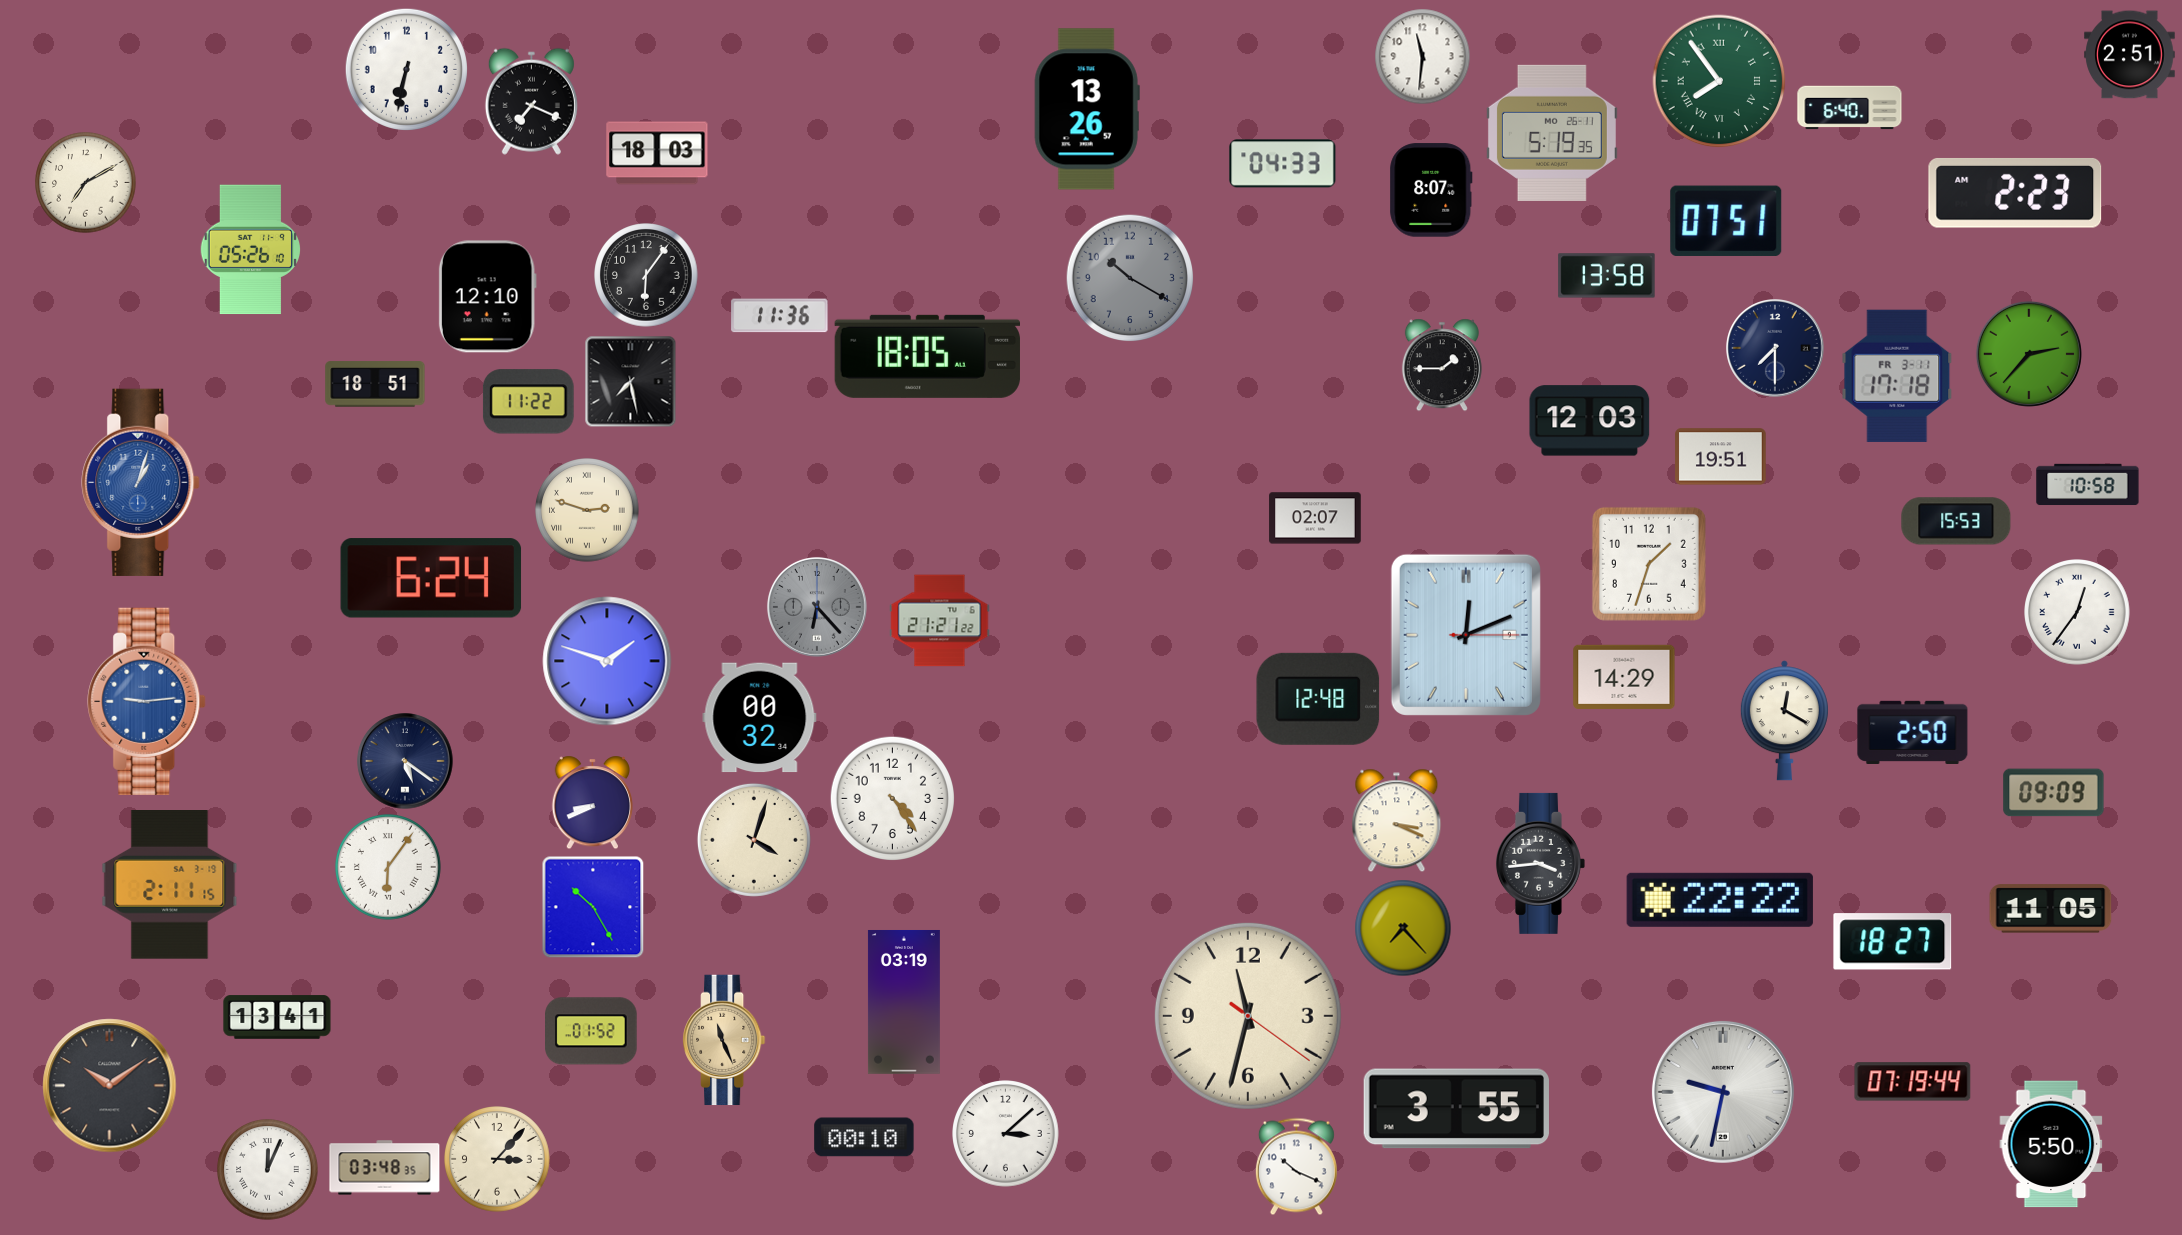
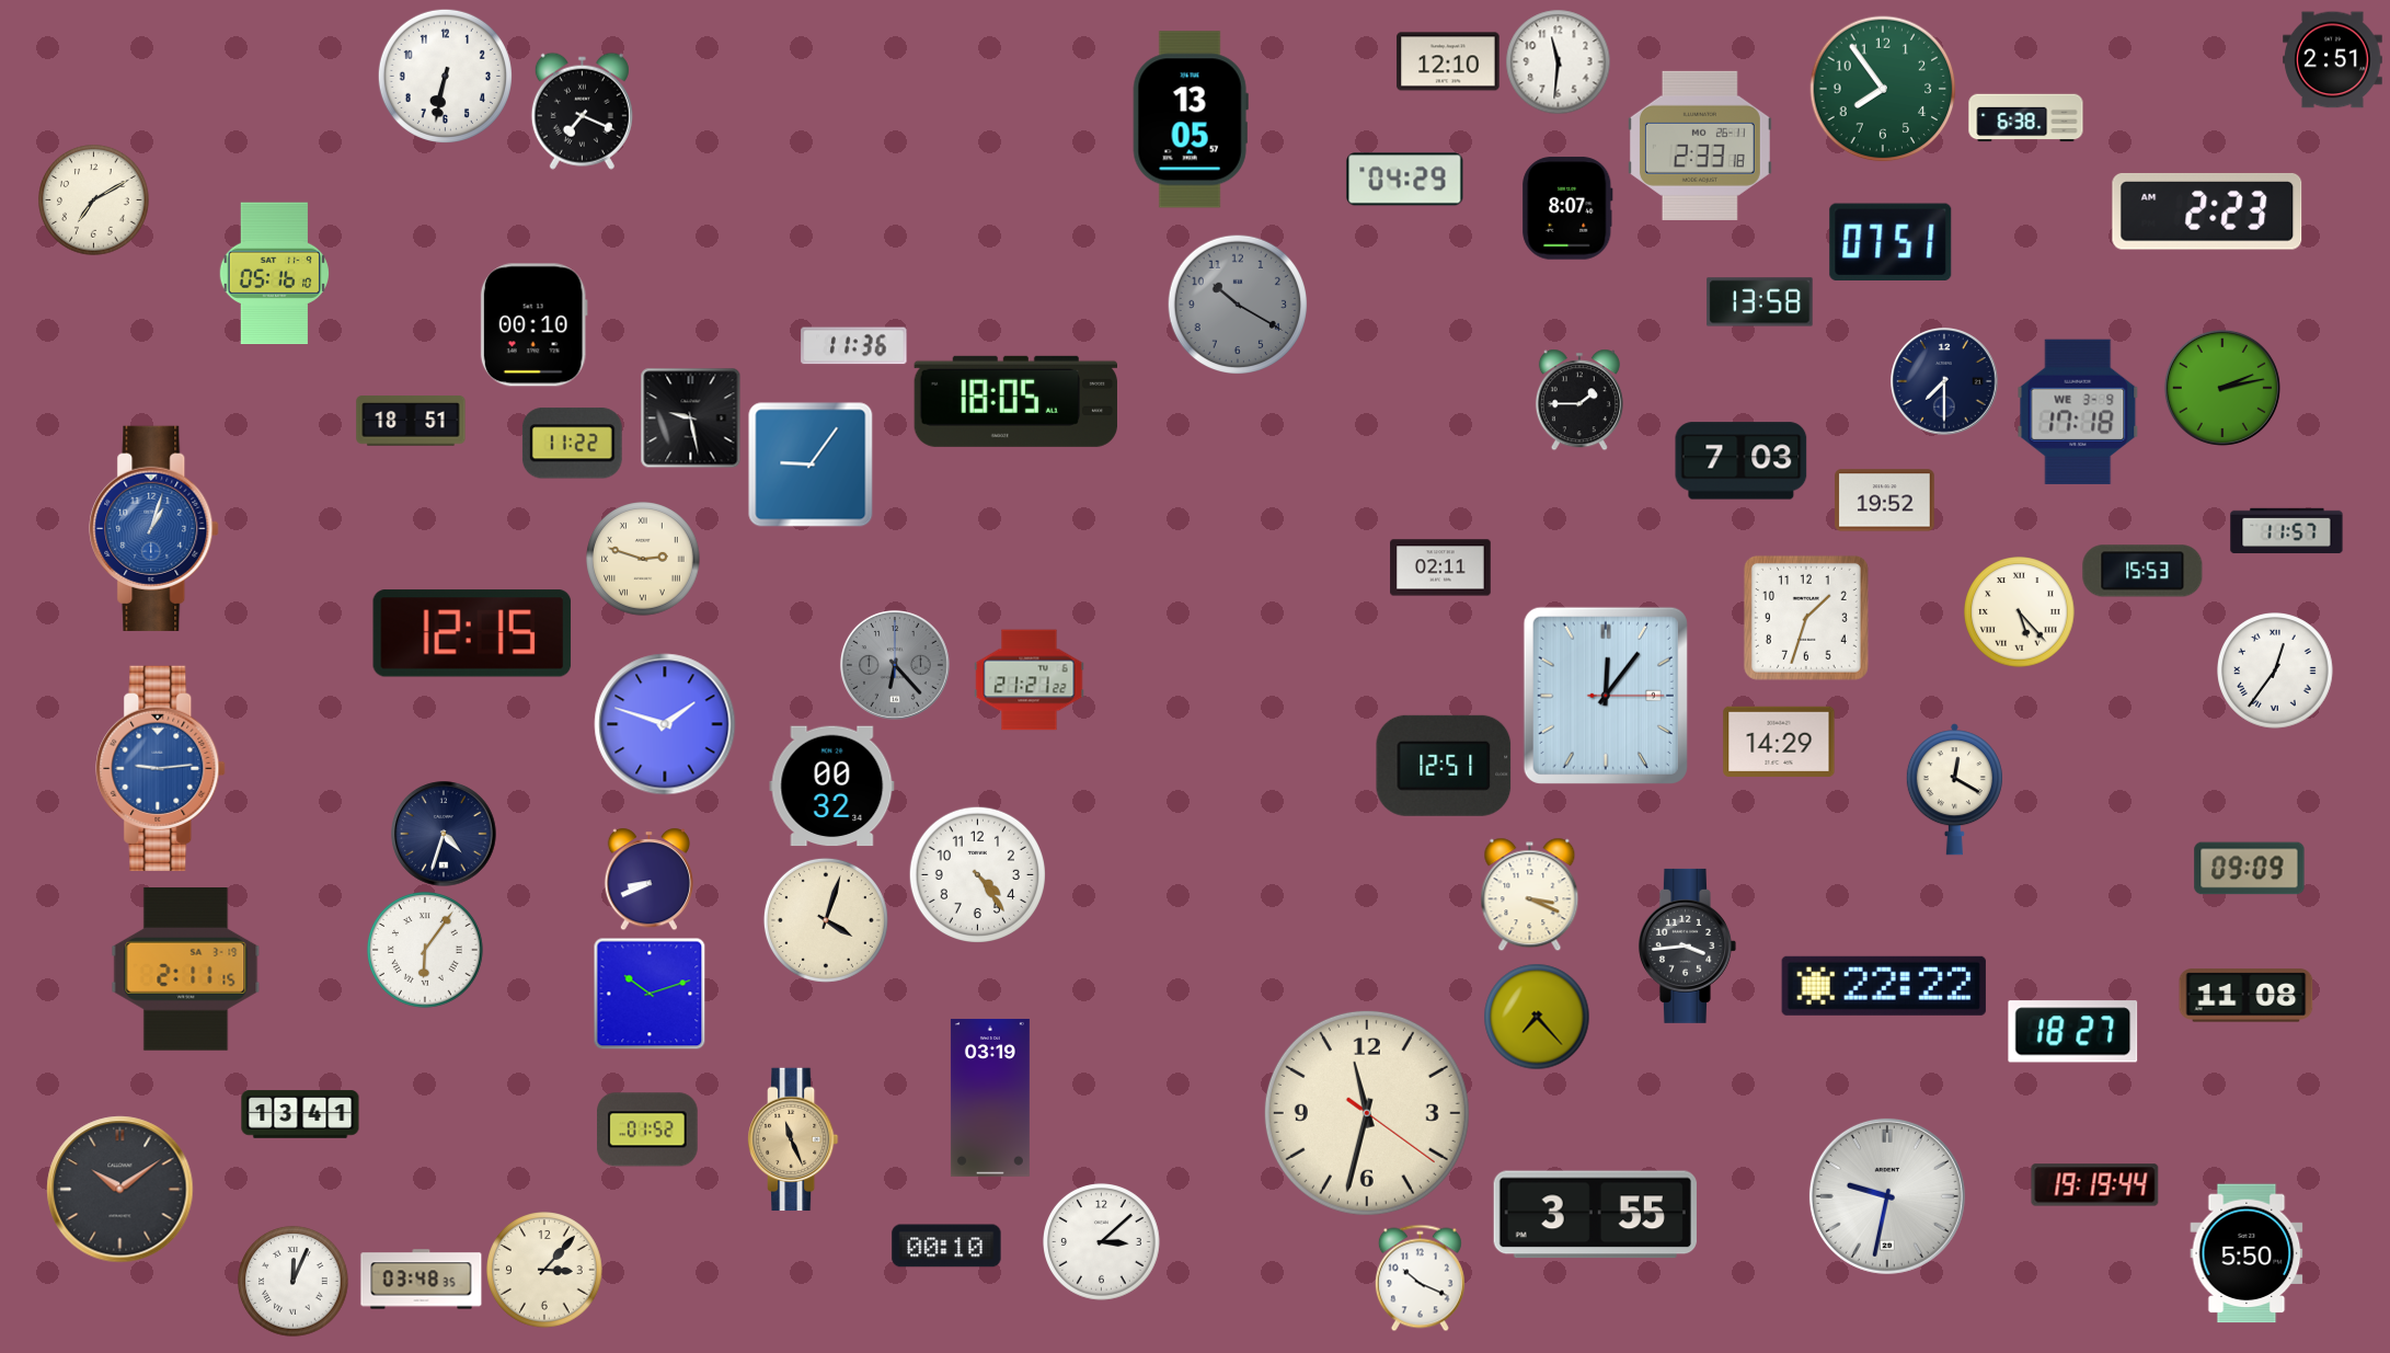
clock at (1448, 61): none -> 12:10
clock at (1719, 81) numerals: Roman -> Arabic
clock at (1850, 108): 6:40 -> 6:38
clock at (1087, 109): 13:26 -> 13:05
clock at (1552, 133): 5:19 -> 2:33
clock at (657, 153): 18:03 -> none
clock at (1283, 164): 04:33 -> 04:29
clock at (250, 250): 05:26 -> 05:16
clock at (646, 275): 6:06 -> none
clock at (487, 297): 12:10 -> 00:10
clock at (2029, 354): 2:37 -> 2:13
clock at (927, 356) position: (927, 356) -> (1015, 401)
clock at (1897, 376) date: FR 3-11 -> WE 3-9
clock at (630, 381): 7:28 -> 9:28
clock at (528, 402) position: (528, 402) -> (572, 444)
clock at (1590, 421): 12:03 -> 7:03
clock at (811, 465): none -> 9:06
clock at (1721, 457): 19:51 -> 19:52
clock at (2088, 485): 10:58 -> 11:57
clock at (1315, 518): 02:07 -> 02:11
clock at (2020, 612): none -> 5:23
clock at (431, 578): 6:24 -> 12:15
clock at (1466, 635): 12:11 -> 12:06
clock at (1318, 699): 12:48 -> 12:51
clock at (1913, 732): 2:50 -> none
clock at (405, 761): 5:21 -> 4:33
clock at (1397, 820) position: (1397, 820) -> (1530, 894)
clock at (593, 907): 10:25 -> 10:12
clock at (2051, 909): 11:05 -> 11:08
clock at (277, 1017) position: (277, 1017) -> (300, 1114)
clock at (1913, 1082): 07:19 -> 19:19
